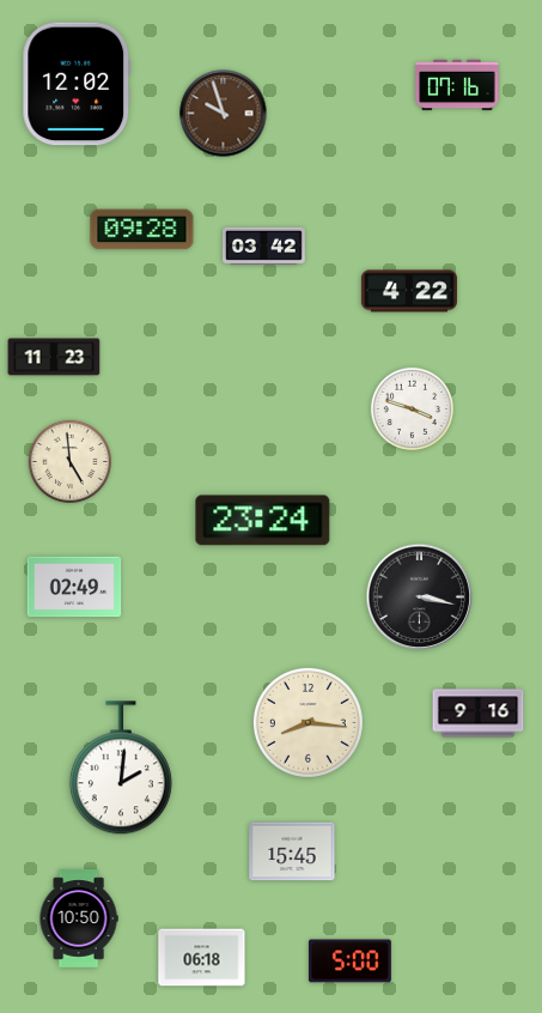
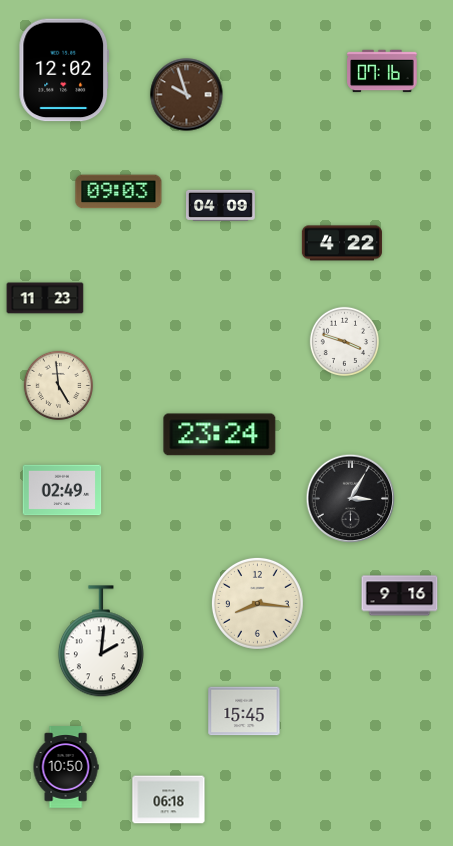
clock at (142, 230): 09:28 -> 09:03
clock at (264, 245): 03:42 -> 04:09
clock at (420, 598): 3:17 -> 3:05
clock at (349, 962): 5:00 -> none
